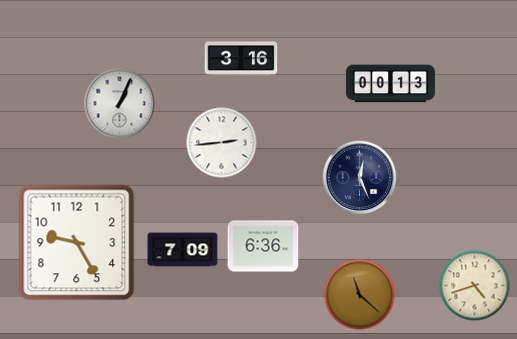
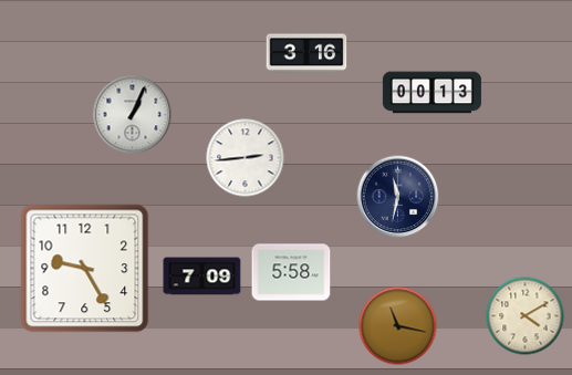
clock at (241, 59) position: (241, 59) -> (306, 53)
clock at (360, 178): 12:26 -> 11:32
clock at (263, 246): 6:36 -> 5:58
clock at (475, 286): 4:42 -> 4:10
clock at (360, 295): 11:22 -> 11:17
